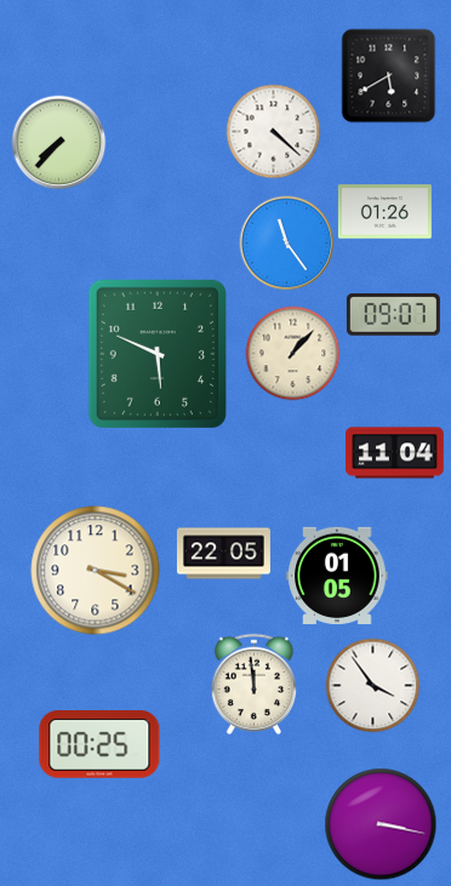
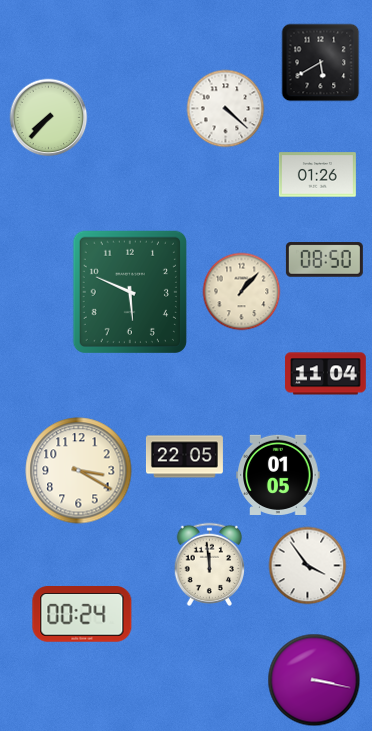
clock at (286, 242): 11:24 -> none
clock at (393, 315): 09:07 -> 08:50
clock at (99, 745): 00:25 -> 00:24
